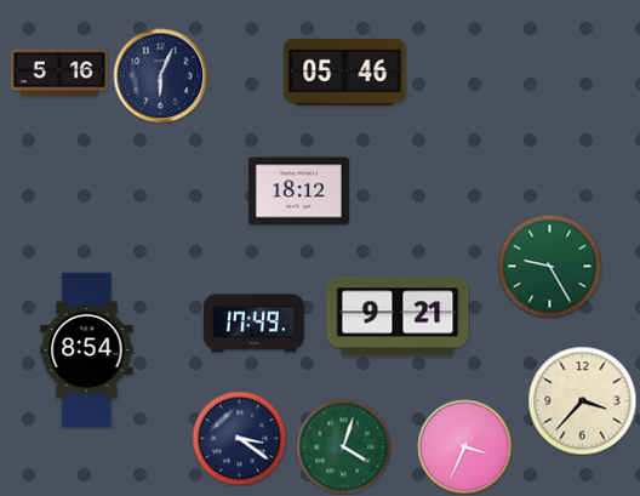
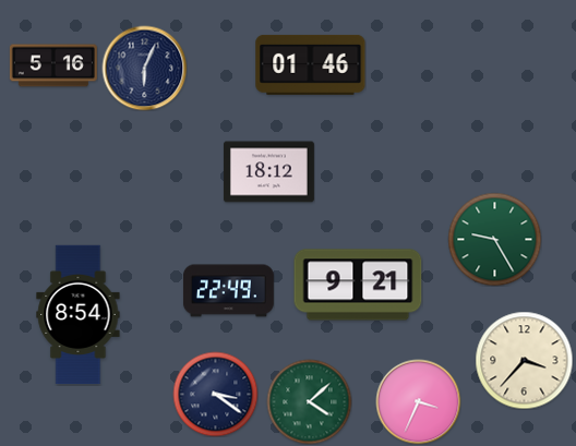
clock at (345, 72): 05:46 -> 01:46
clock at (253, 324): 17:49 -> 22:49
clock at (343, 446): 4:03 -> 4:08
